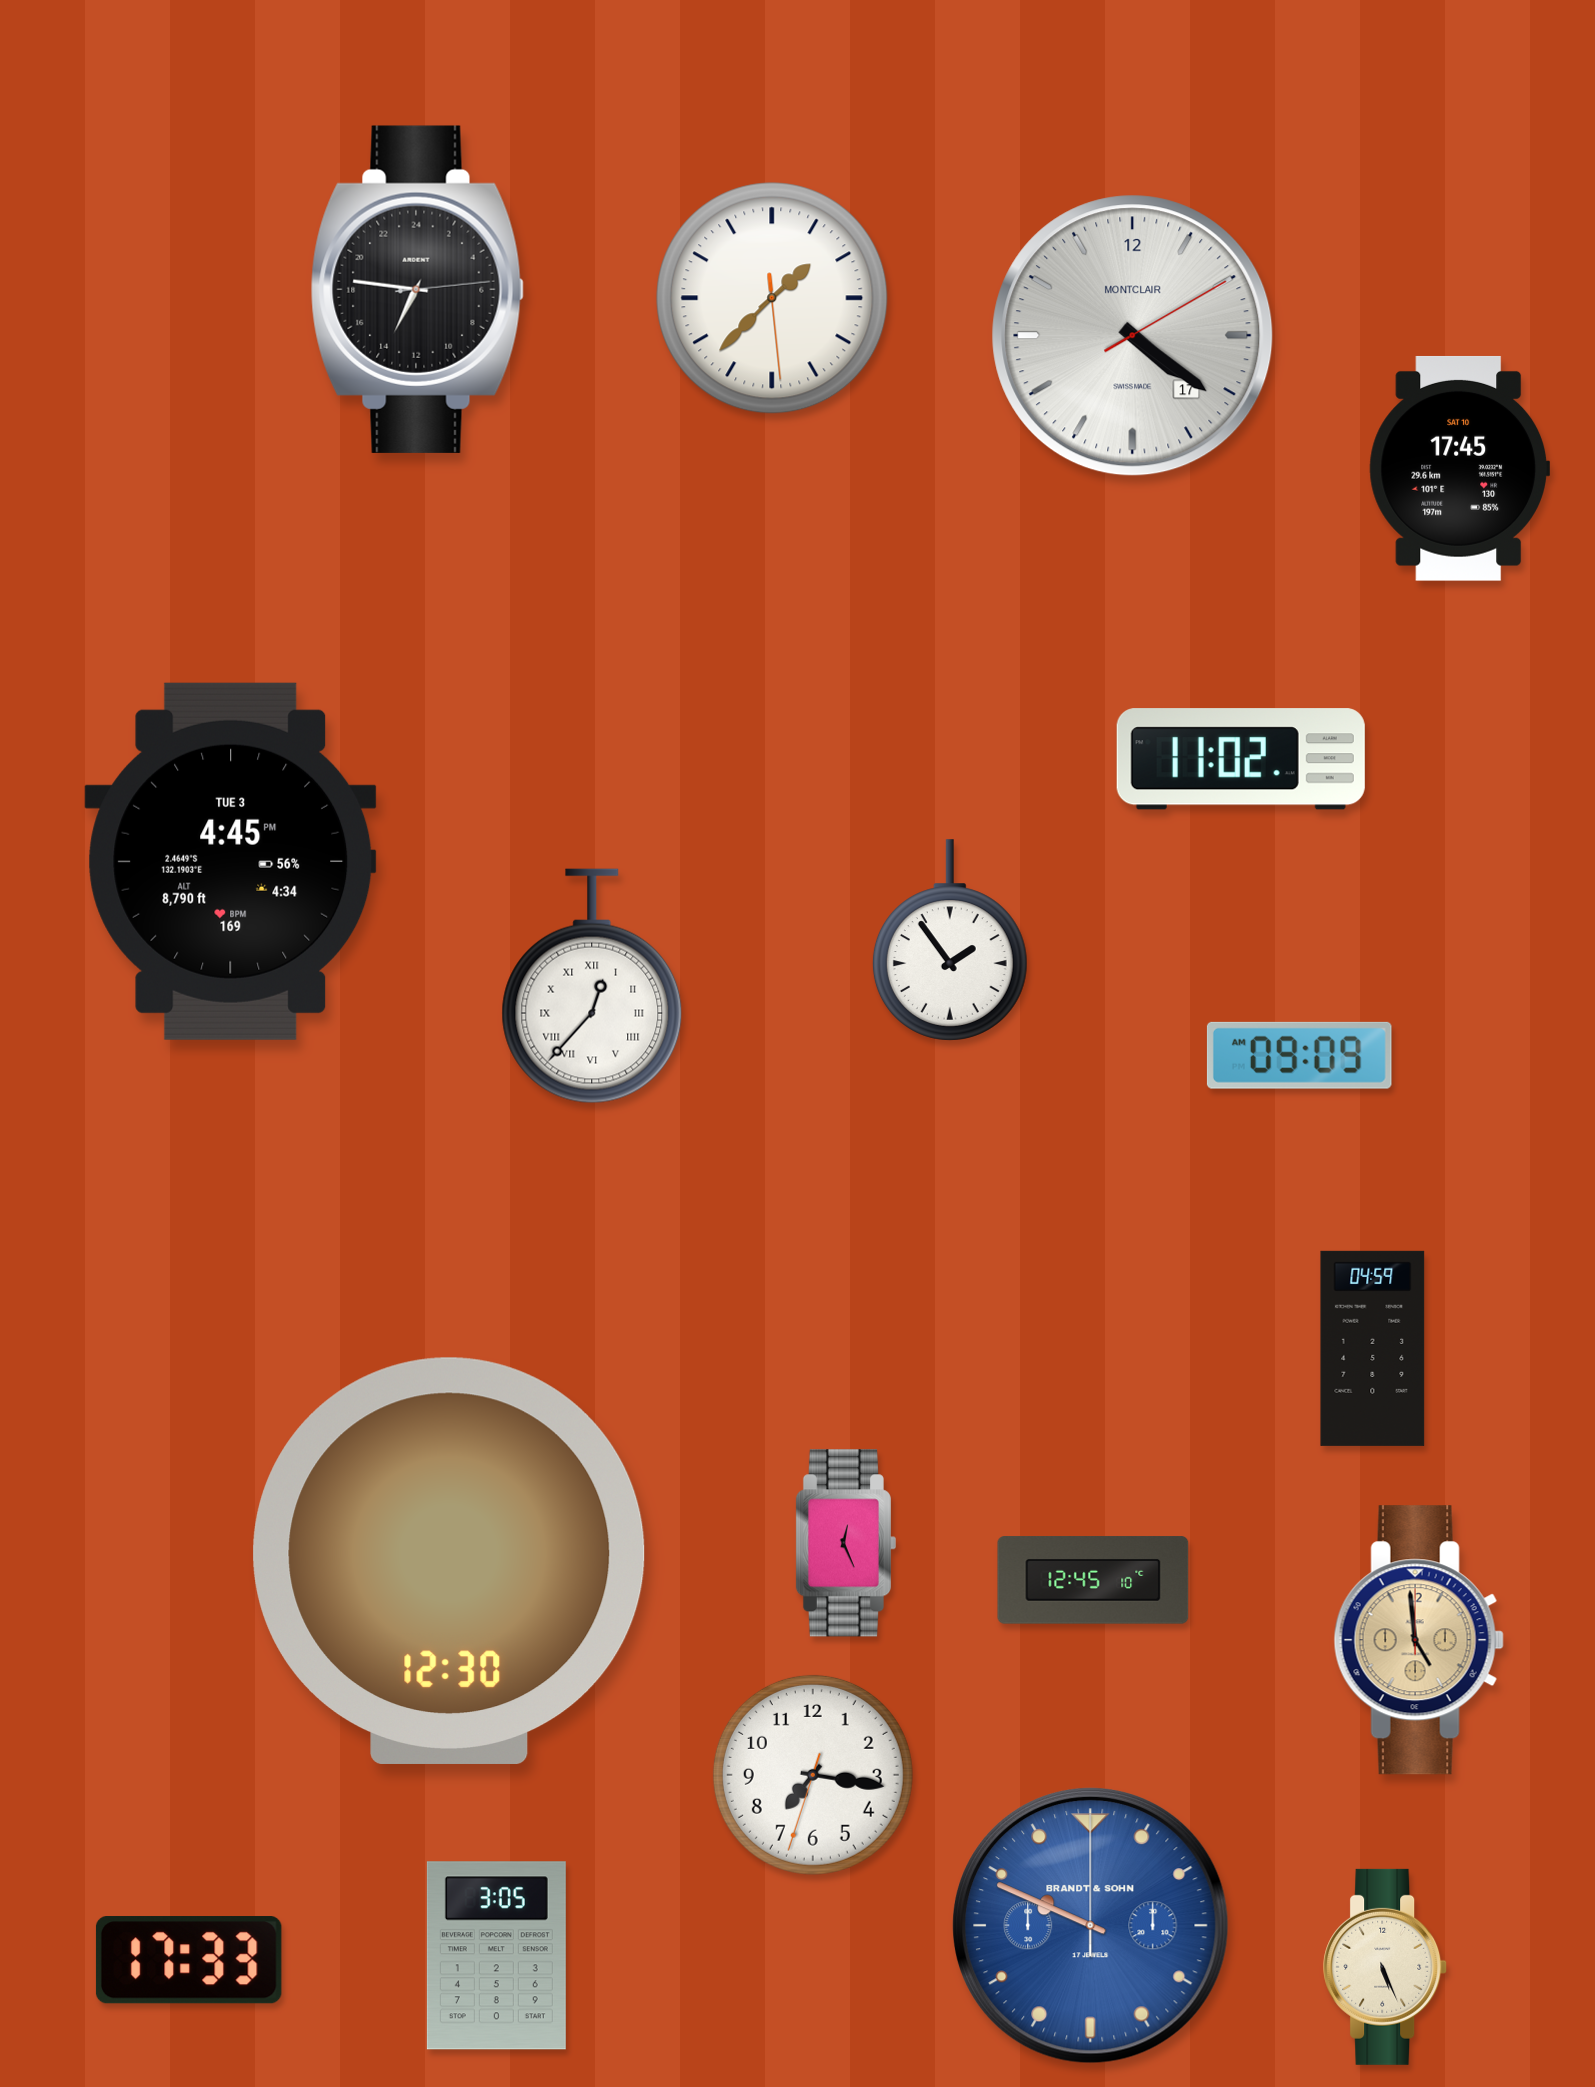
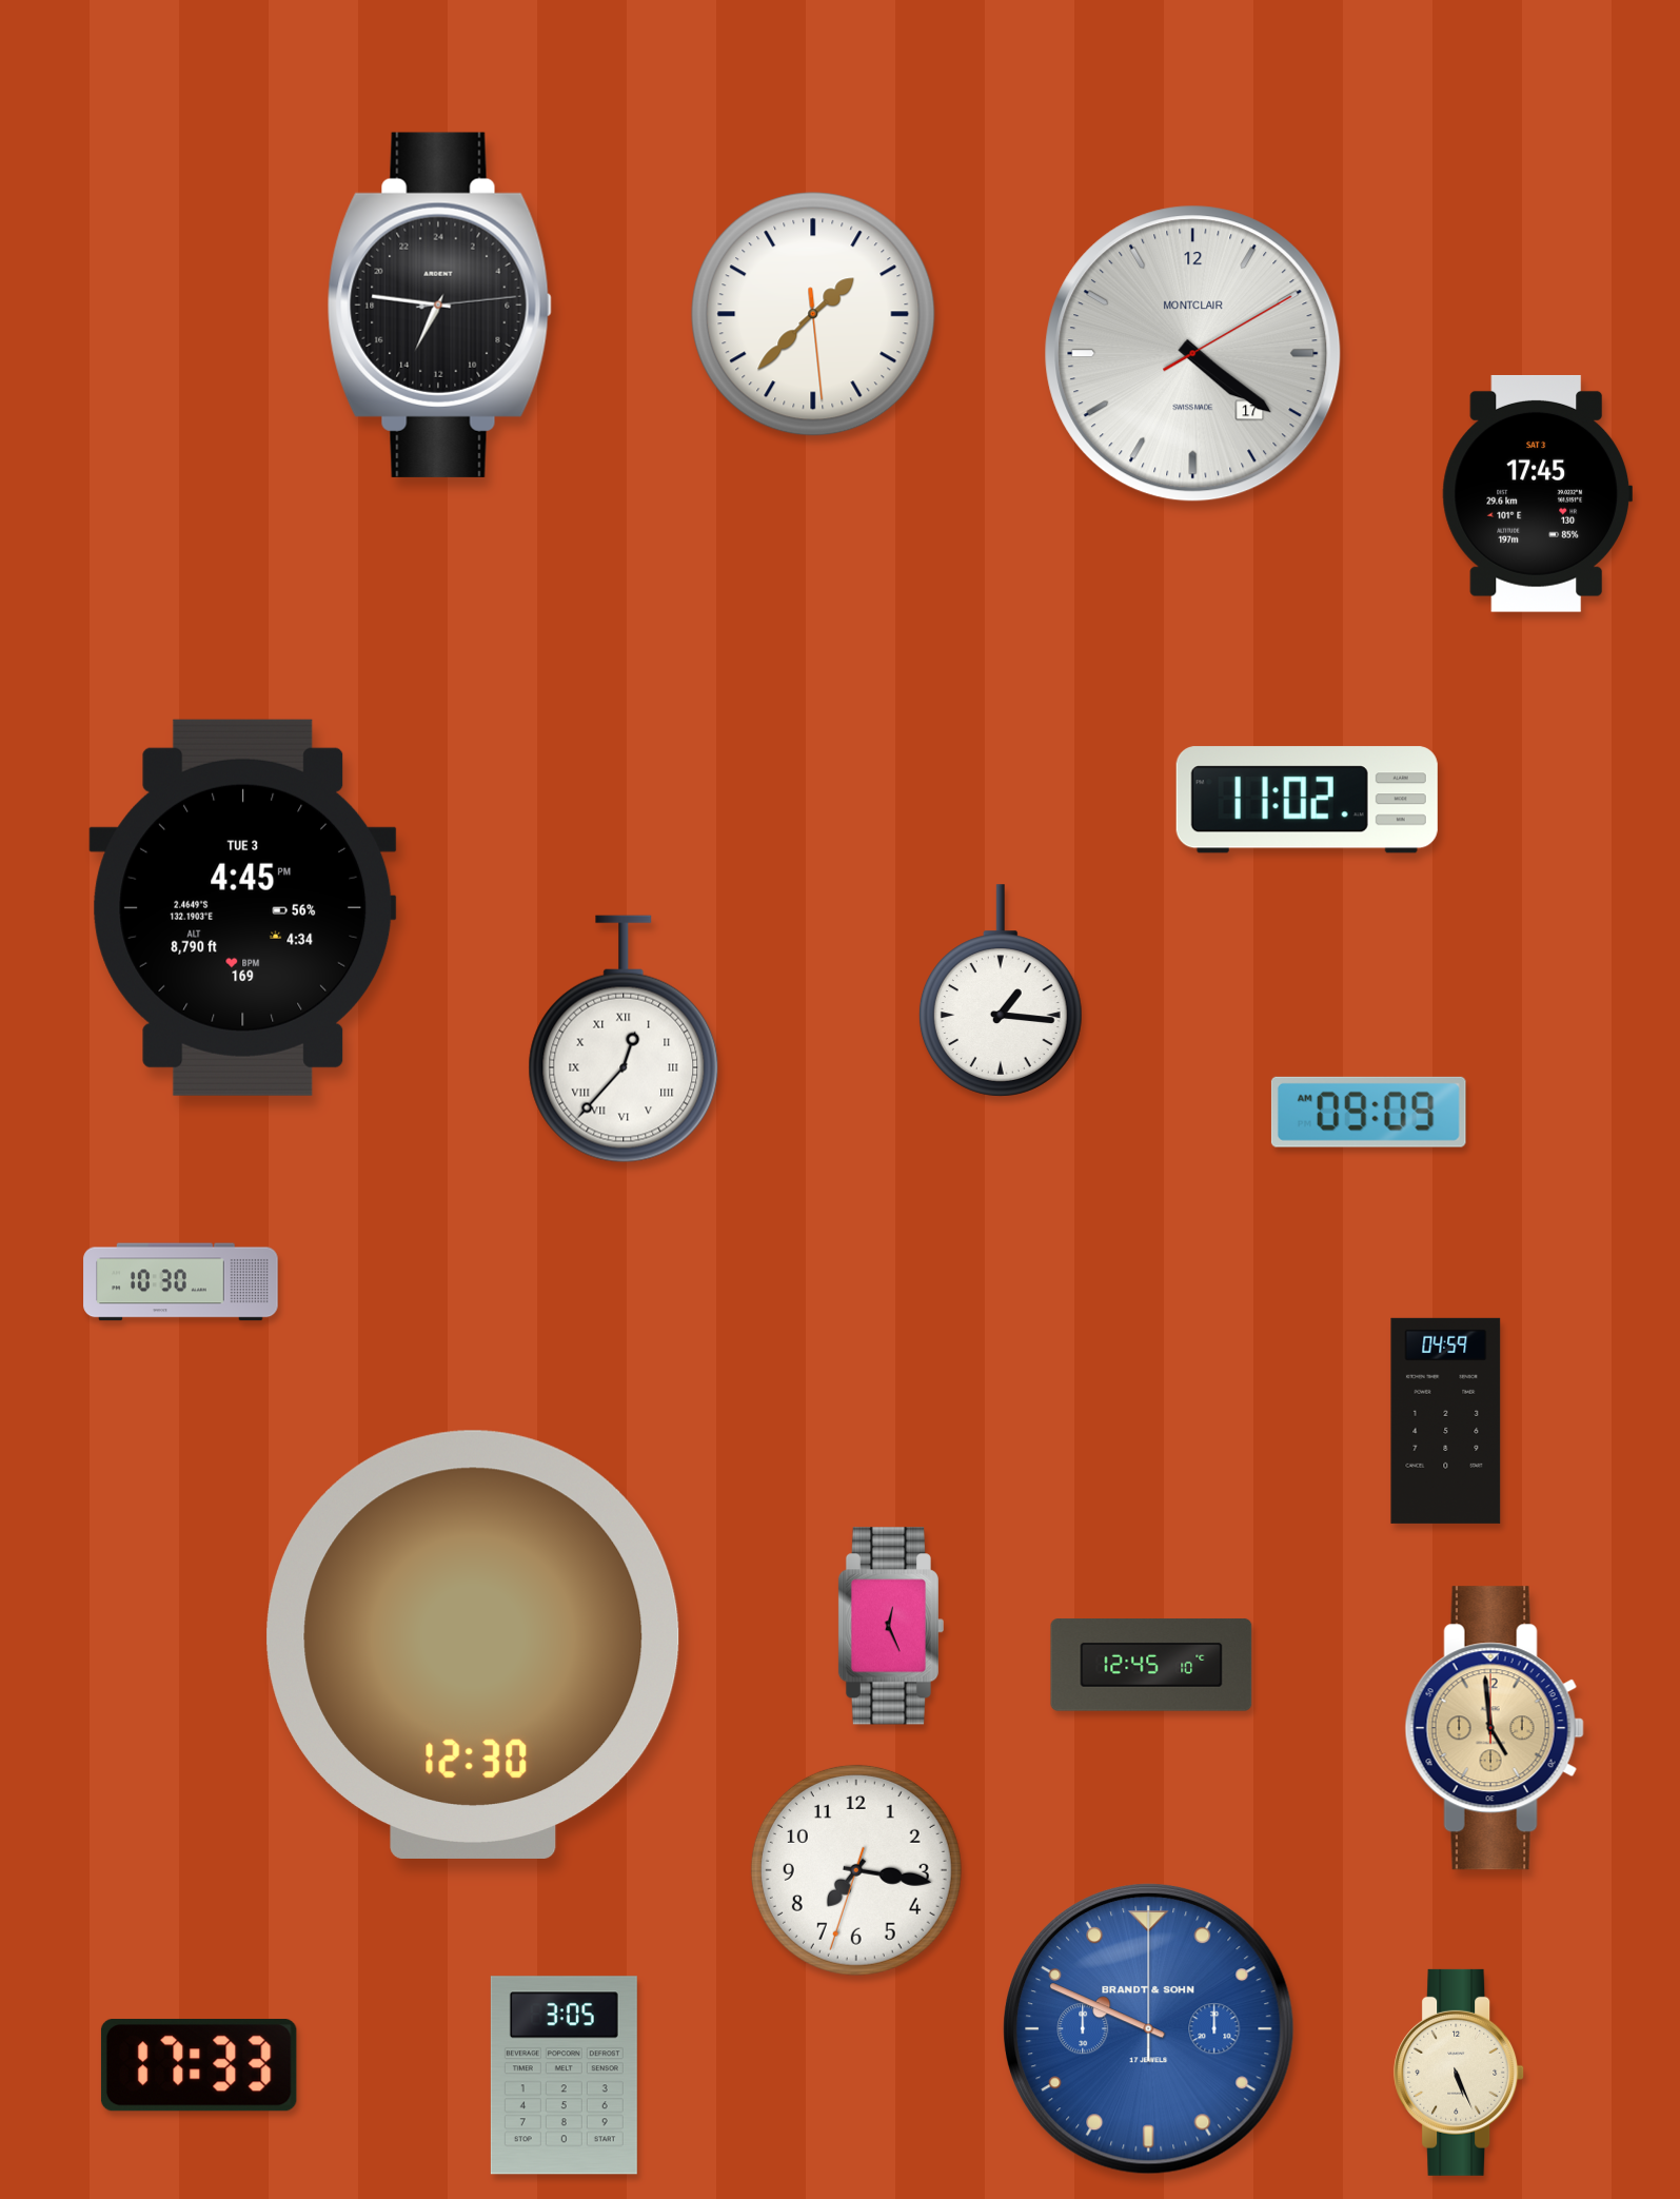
clock at (1459, 468) date: SAT 10 -> SAT 3
clock at (950, 940): 1:54 -> 1:16
clock at (181, 1282): none -> 10:30
clock at (496, 1956) position: (496, 1956) -> (564, 2076)
